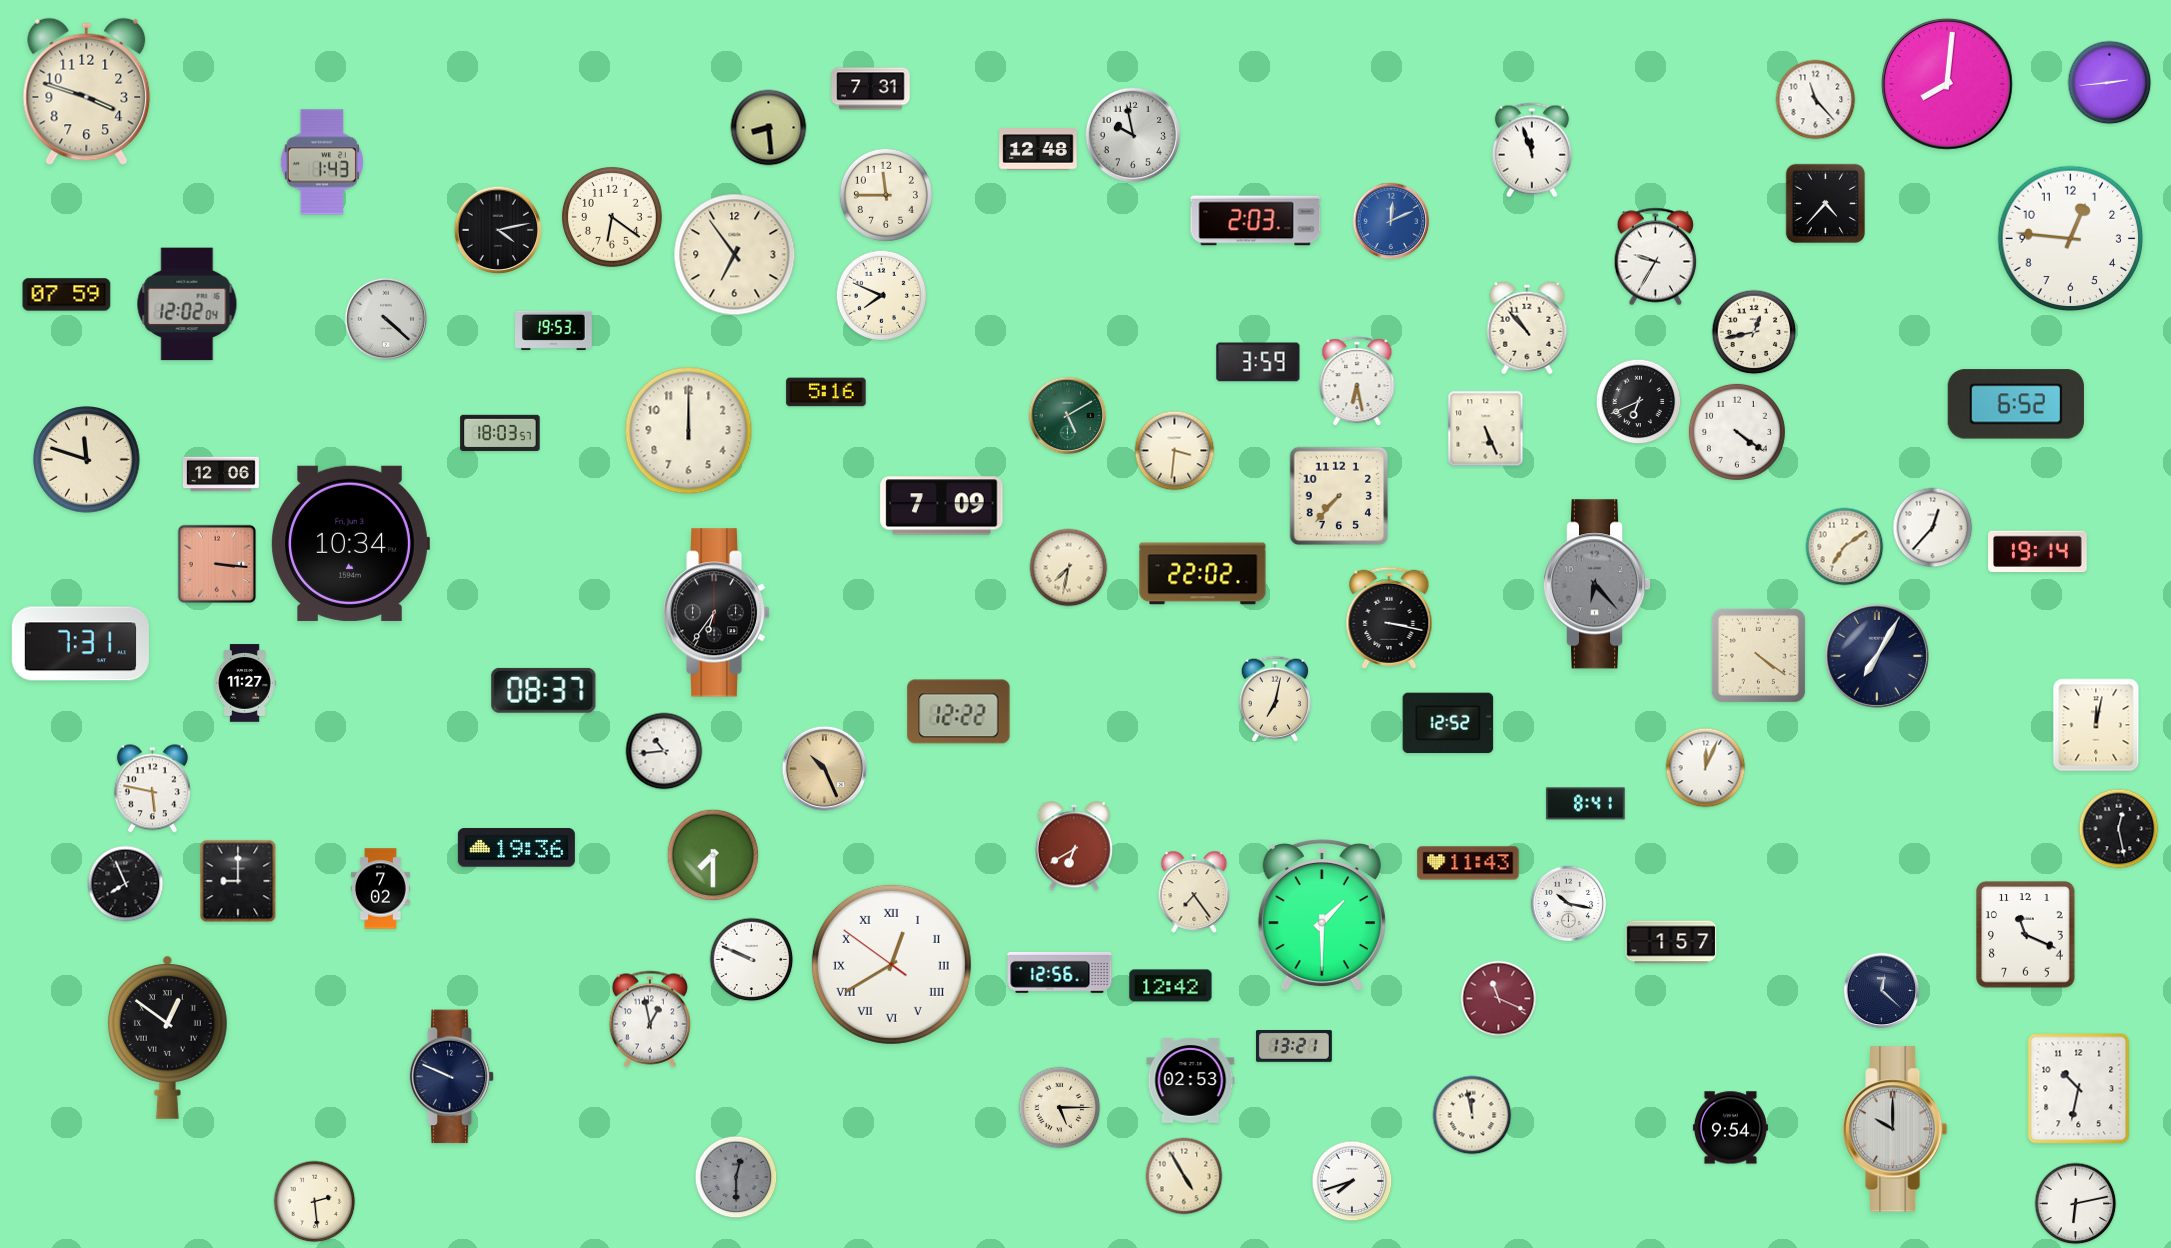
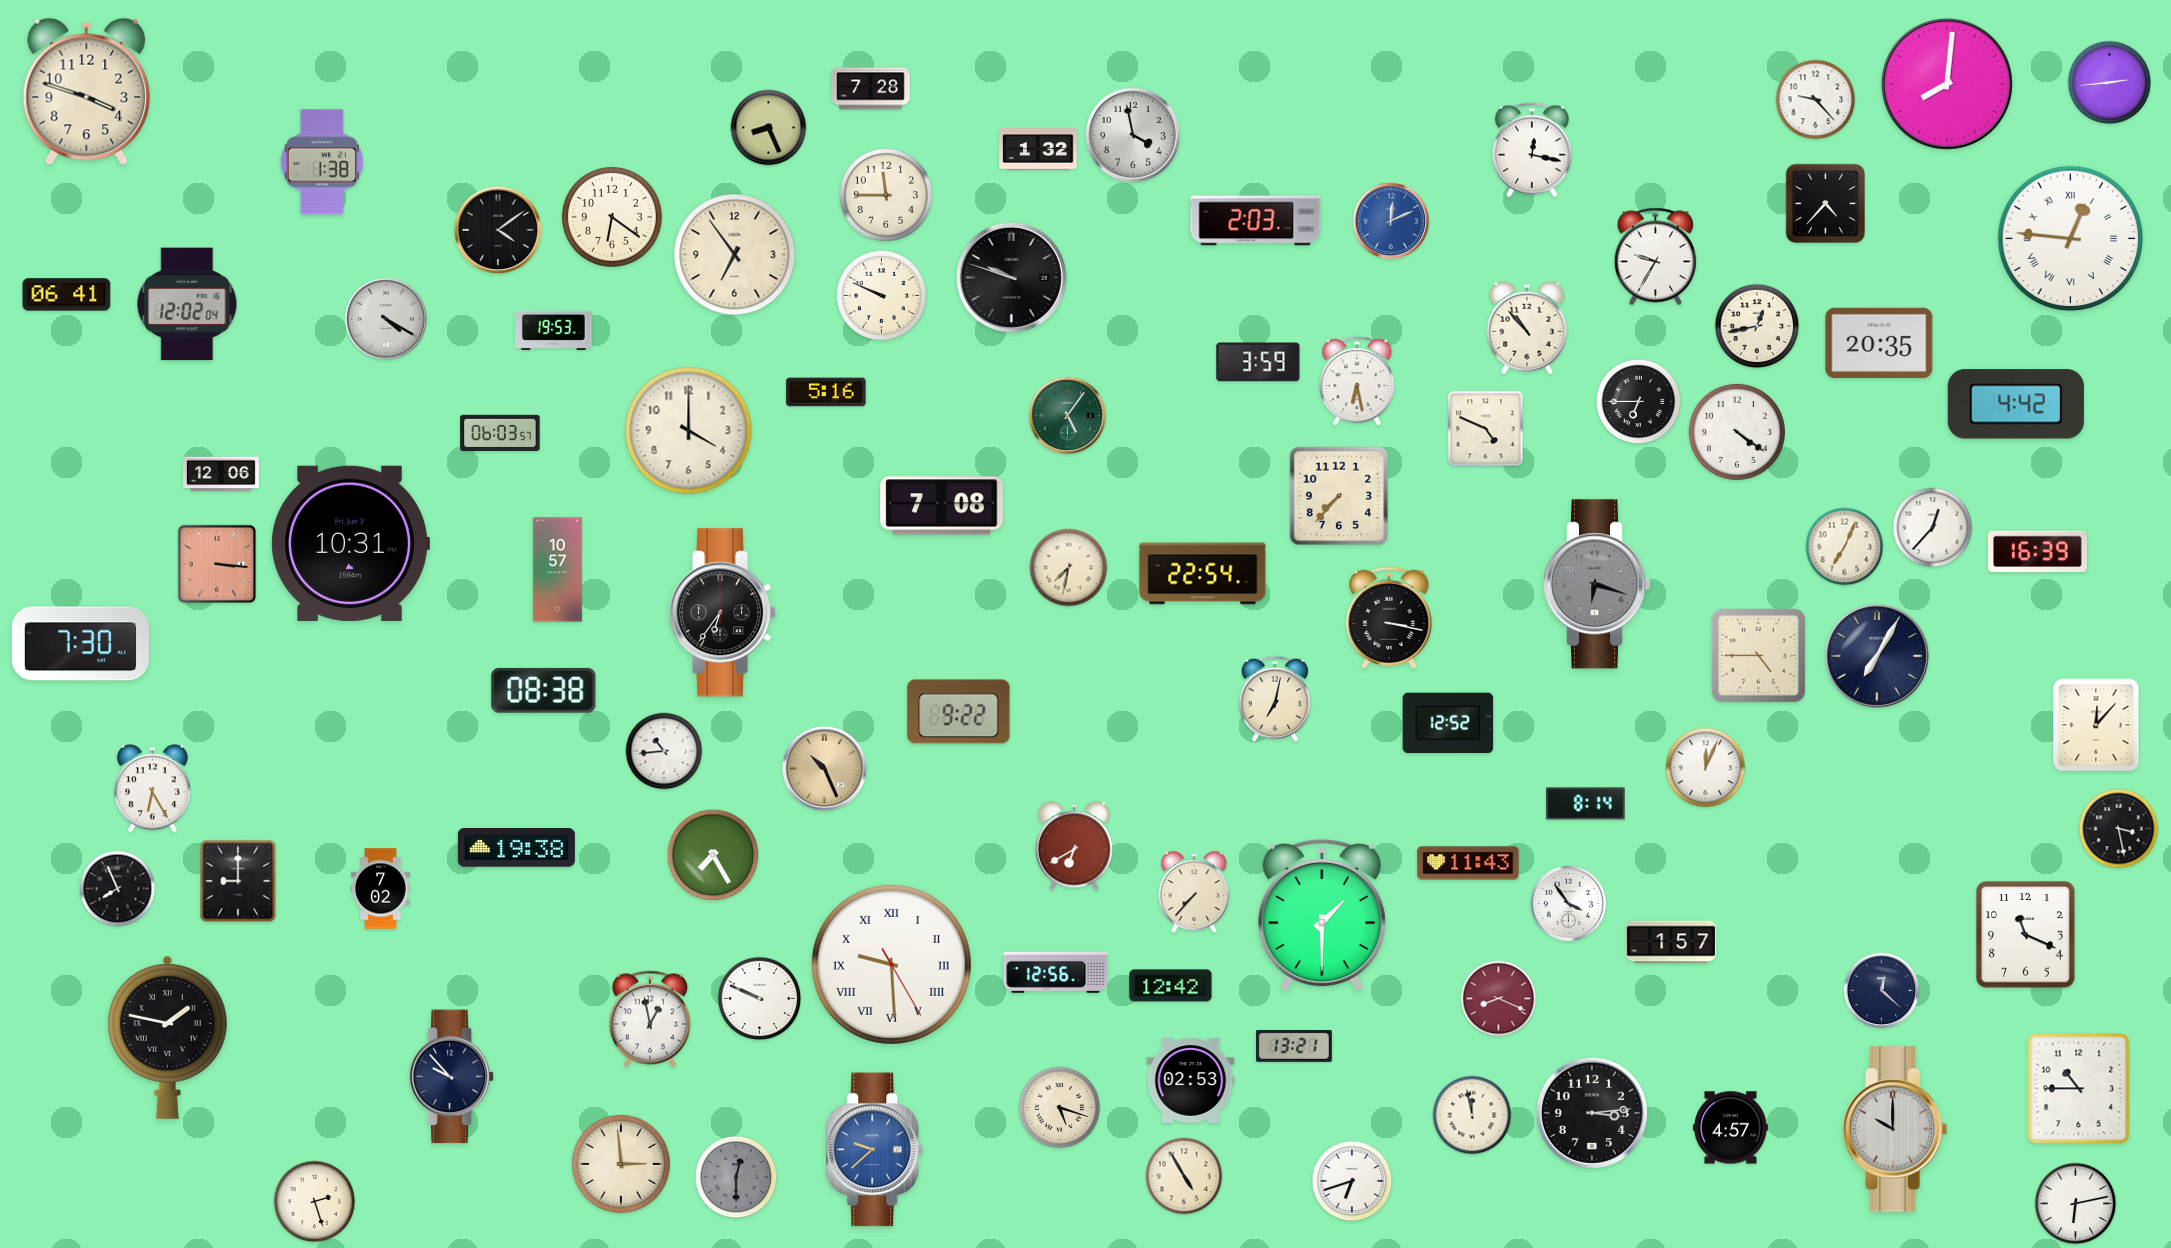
clock at (871, 89): 7:31 -> 7:28
clock at (1816, 100): 11:23 -> 9:23
clock at (769, 128): 8:29 -> 8:26
clock at (1133, 135): 9:58 -> 3:58
clock at (1038, 149): 12:48 -> 1:32
clock at (1532, 150): 11:57 -> 12:17
clock at (322, 162): 1:43 -> 1:38
clock at (497, 229): 4:13 -> 4:09
clock at (2071, 239) numerals: Arabic -> Roman
clock at (1011, 277): none -> 9:48
clock at (67, 295): 07:59 -> 06:41
clock at (881, 295): 7:49 -> 9:49
clock at (386, 319): 4:22 -> 4:20
clock at (1754, 332) position: (1754, 332) -> (1757, 326)
clock at (1879, 343): none -> 20:35
clock at (1639, 402): 6:41 -> 6:45
clock at (2016, 404): 6:52 -> 4:42
clock at (1068, 416): 5:10 -> 5:06
clock at (1486, 429): 5:26 -> 4:49
clock at (689, 431): 12:00 -> 4:00
clock at (500, 432): 18:03 -> 06:03
clock at (1175, 451): 3:31 -> none
clock at (87, 460): 11:48 -> none
clock at (942, 506): 7:09 -> 7:08
clock at (350, 543): 10:34 -> 10:31
clock at (1845, 547): 7:09 -> 7:04
clock at (2038, 552): 19:14 -> 16:39
clock at (557, 570): none -> 10:57
clock at (1203, 574): 22:02 -> 22:54
clock at (1597, 584): 6:23 -> 6:18
clock at (717, 613) position: (717, 613) -> (723, 613)
clock at (80, 644): 7:31 -> 7:30
clock at (1758, 655): 4:21 -> 4:45
clock at (245, 683): 11:27 -> none
clock at (544, 690): 08:37 -> 08:38
clock at (959, 712): 12:22 -> 9:22
clock at (2096, 725): 12:02 -> 12:07
clock at (152, 789): 5:47 -> 6:25
clock at (1586, 804): 8:41 -> 8:14
clock at (2119, 829): 12:28 -> 3:28
clock at (516, 848): 19:36 -> 19:38
clock at (713, 855): 7:30 -> 7:25
clock at (126, 884) position: (126, 884) -> (118, 889)
clock at (1194, 892): 7:24 -> 7:37
clock at (1569, 904): 10:17 -> 3:54
clock at (752, 960) position: (752, 960) -> (760, 999)
clock at (891, 964): 12:39 -> 9:29
clock at (1060, 973) position: (1060, 973) -> (1056, 973)
clock at (1499, 999): 11:19 -> 8:19
clock at (167, 1037): 12:51 -> 1:47
clock at (452, 1077): 9:49 -> 9:53
clock at (2079, 1089): 10:32 -> 10:45
clock at (1060, 1108): 5:15 -> 5:18
clock at (1592, 1113): none -> 3:14
clock at (1730, 1128): 9:54 -> 4:57
clock at (875, 1150): none -> 9:38
clock at (621, 1164): none -> 2:59
clock at (1352, 1181): 7:42 -> 6:42
clock at (315, 1202): 2:29 -> 2:27
